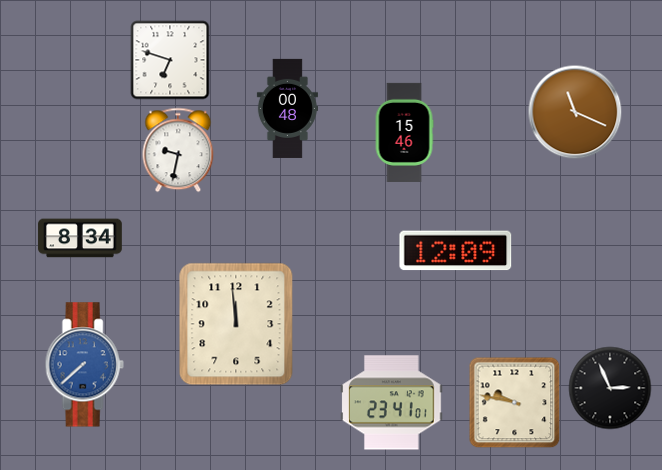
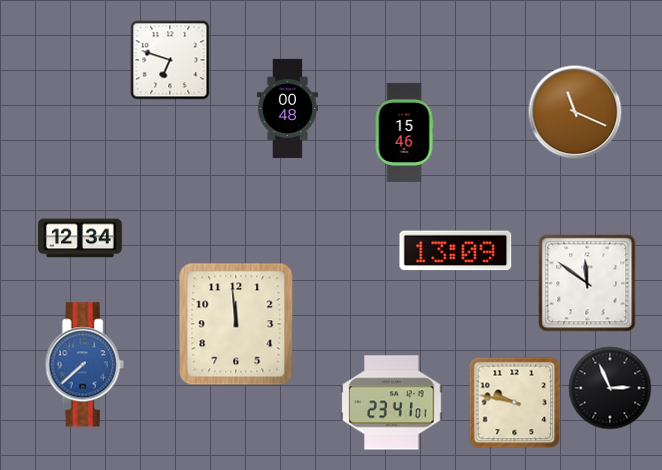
clock at (178, 150): 9:32 -> none
clock at (80, 238): 8:34 -> 12:34
clock at (456, 251): 12:09 -> 13:09
clock at (587, 283): none -> 11:51
